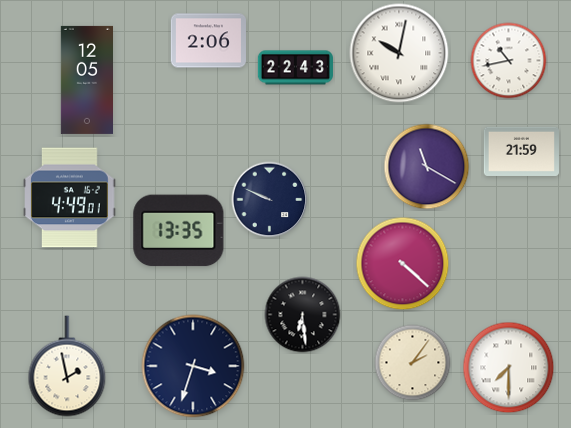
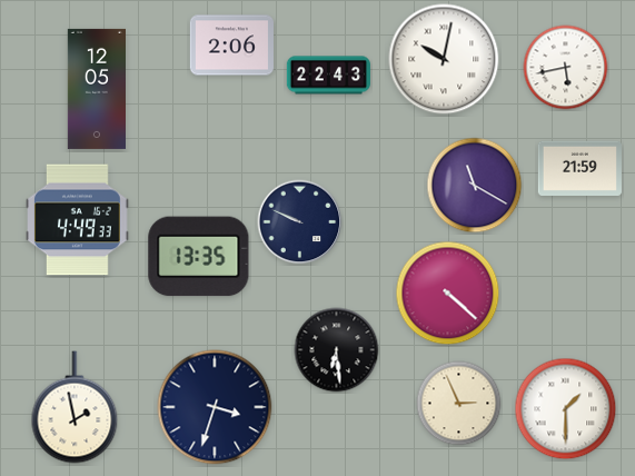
clock at (509, 61): 10:43 -> 5:43
clock at (70, 198): 4:49:01 -> 4:49:33
clock at (413, 363): 2:06 -> 2:56
clock at (509, 368): 7:30 -> 1:30
